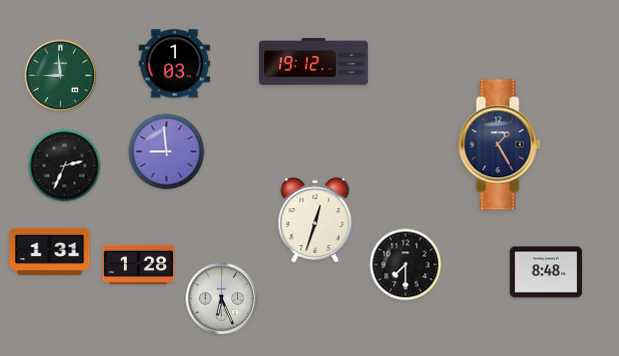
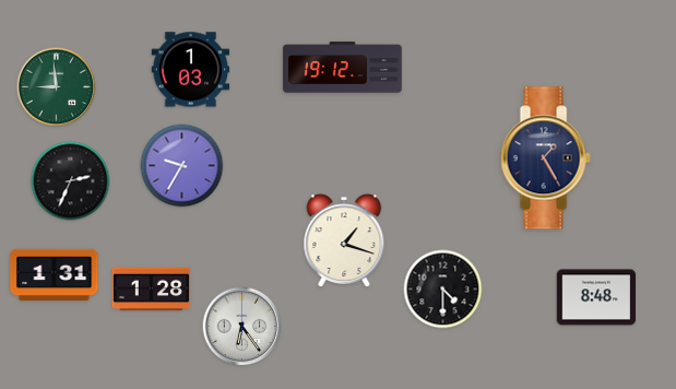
clock at (61, 76) position: (61, 76) -> (57, 87)
clock at (167, 152): 8:59 -> 9:35
clock at (315, 220): 12:33 -> 1:18
clock at (406, 265): 7:30 -> 4:30
clock at (222, 299): 6:26 -> 6:24
